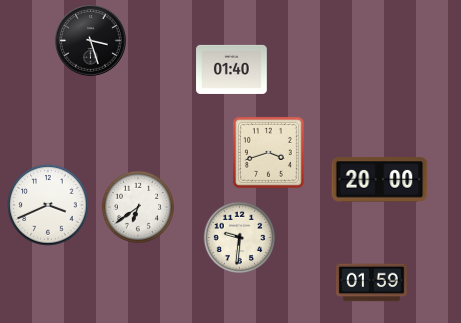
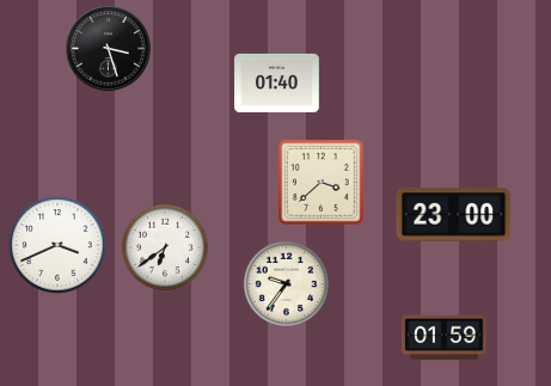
clock at (268, 152): 3:42 -> 3:38
clock at (380, 180): 20:00 -> 23:00
clock at (239, 237): 9:31 -> 9:36
